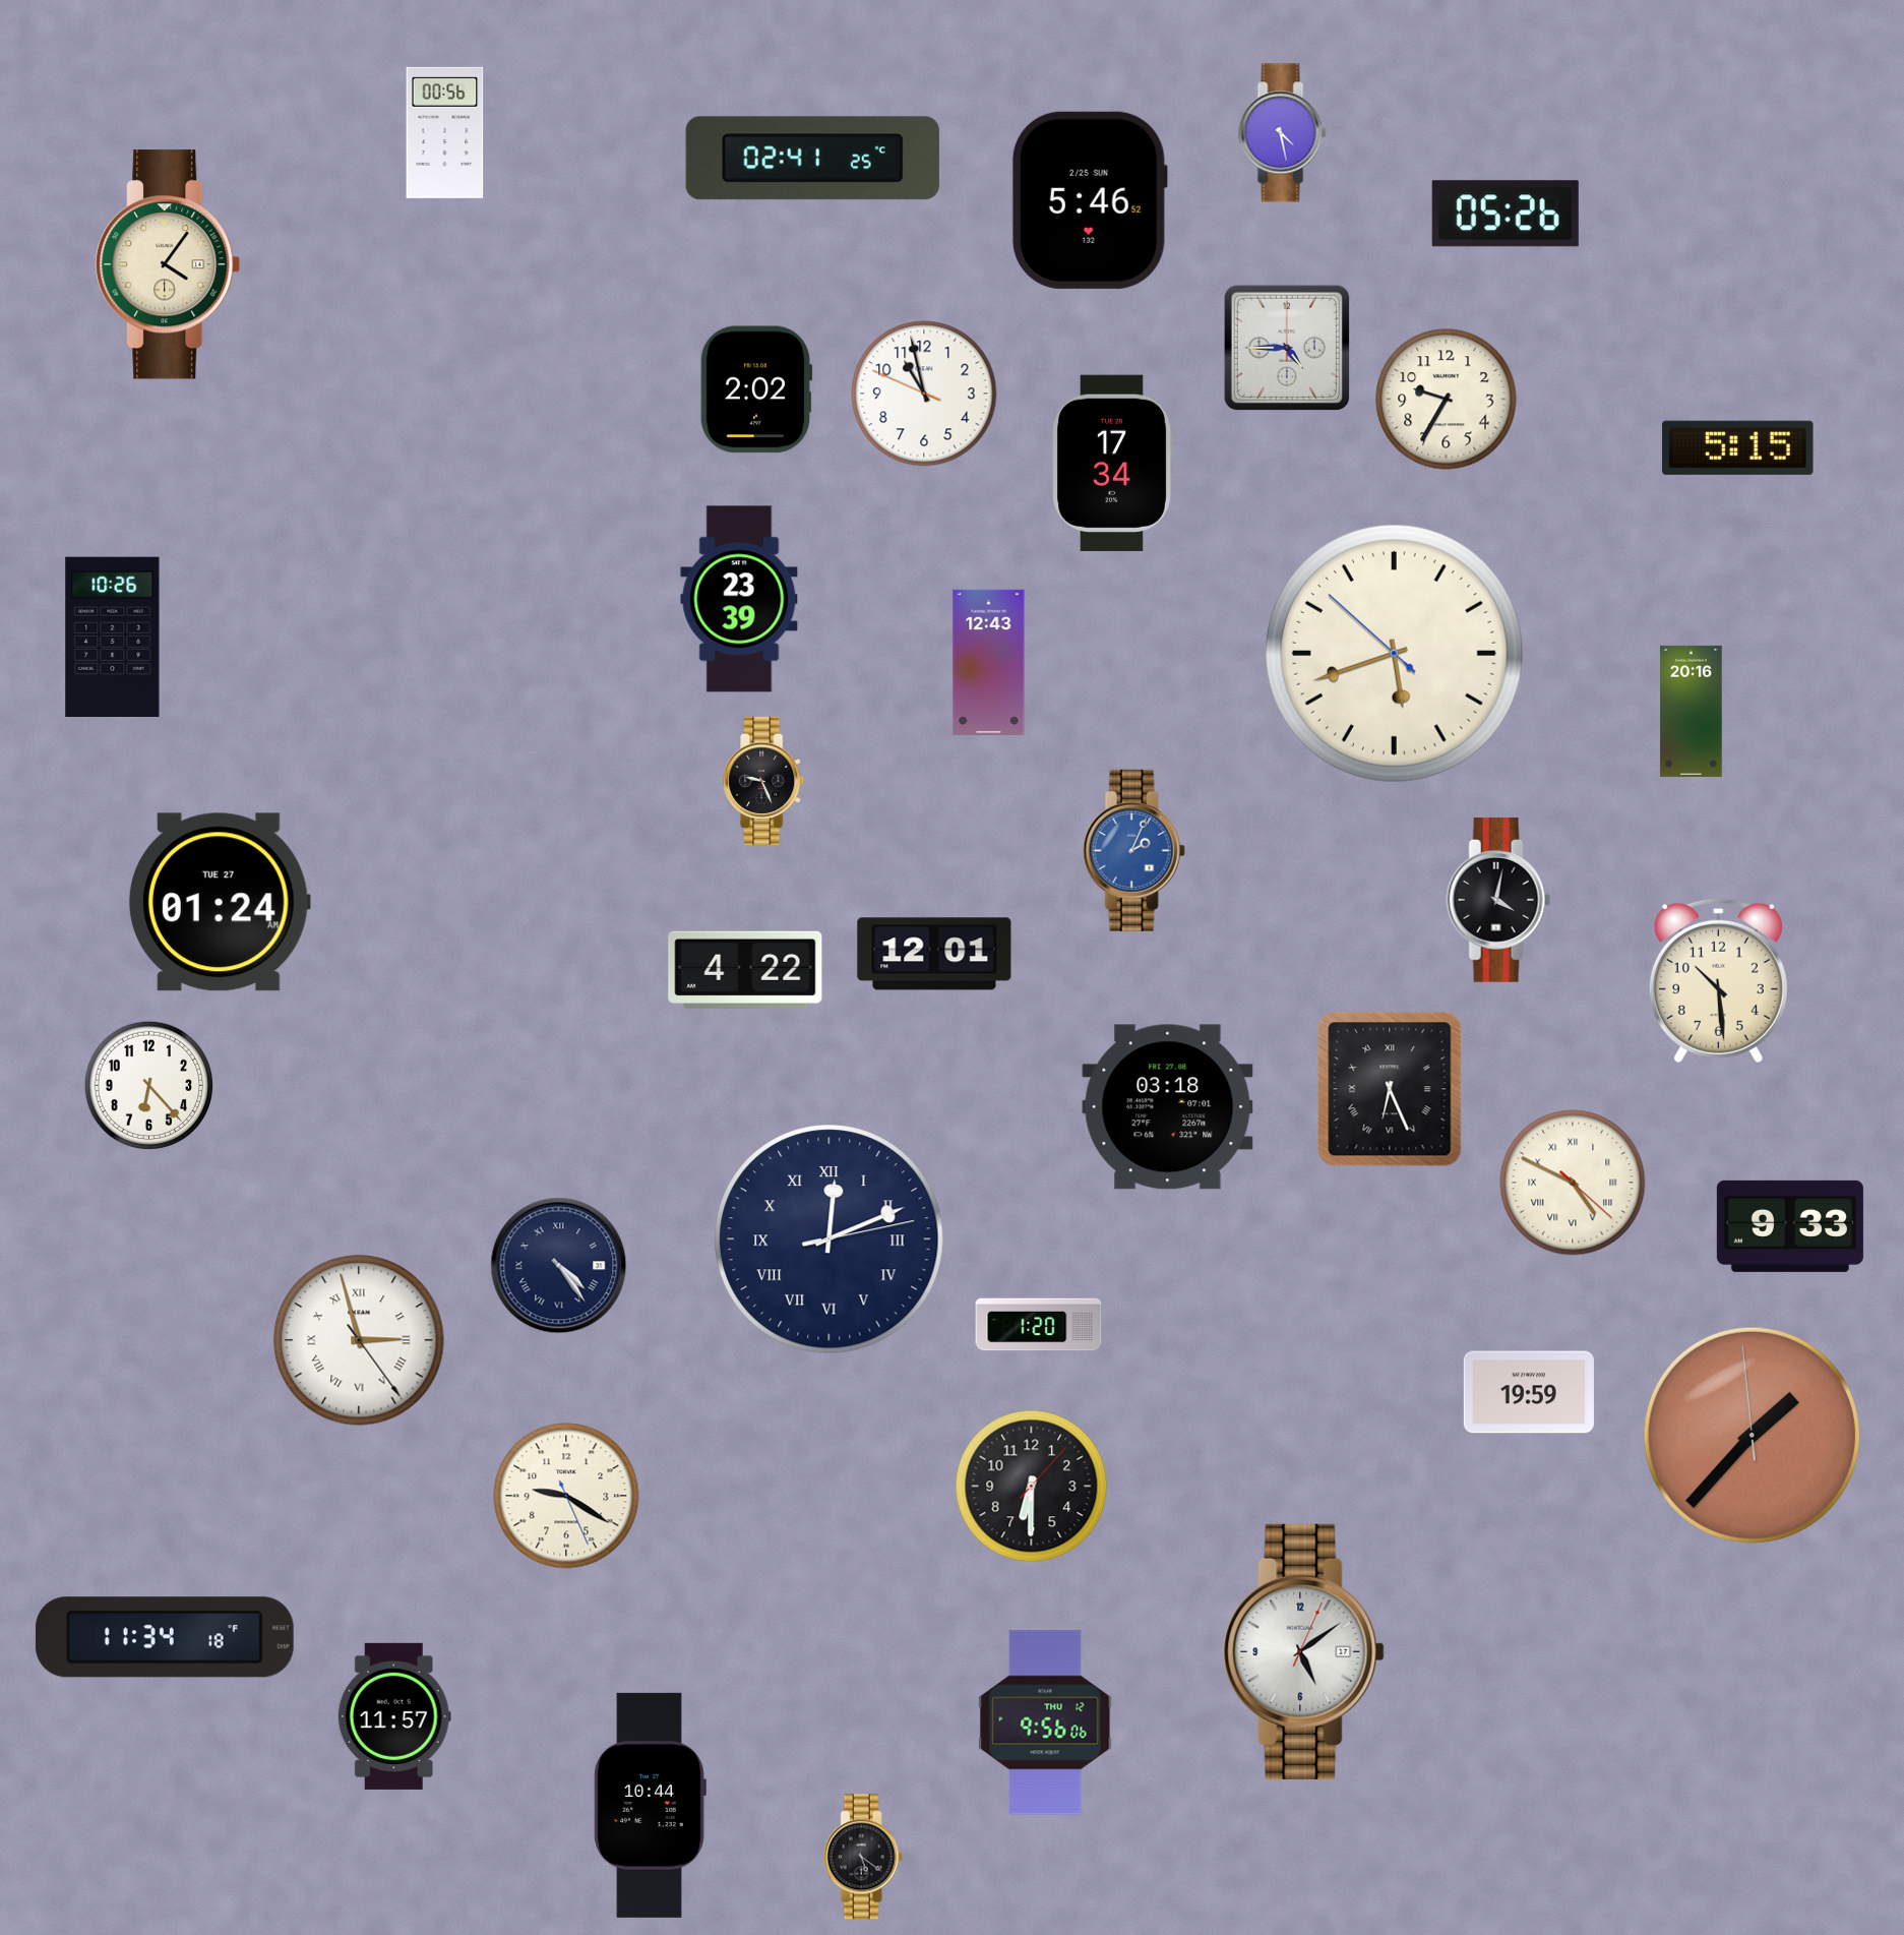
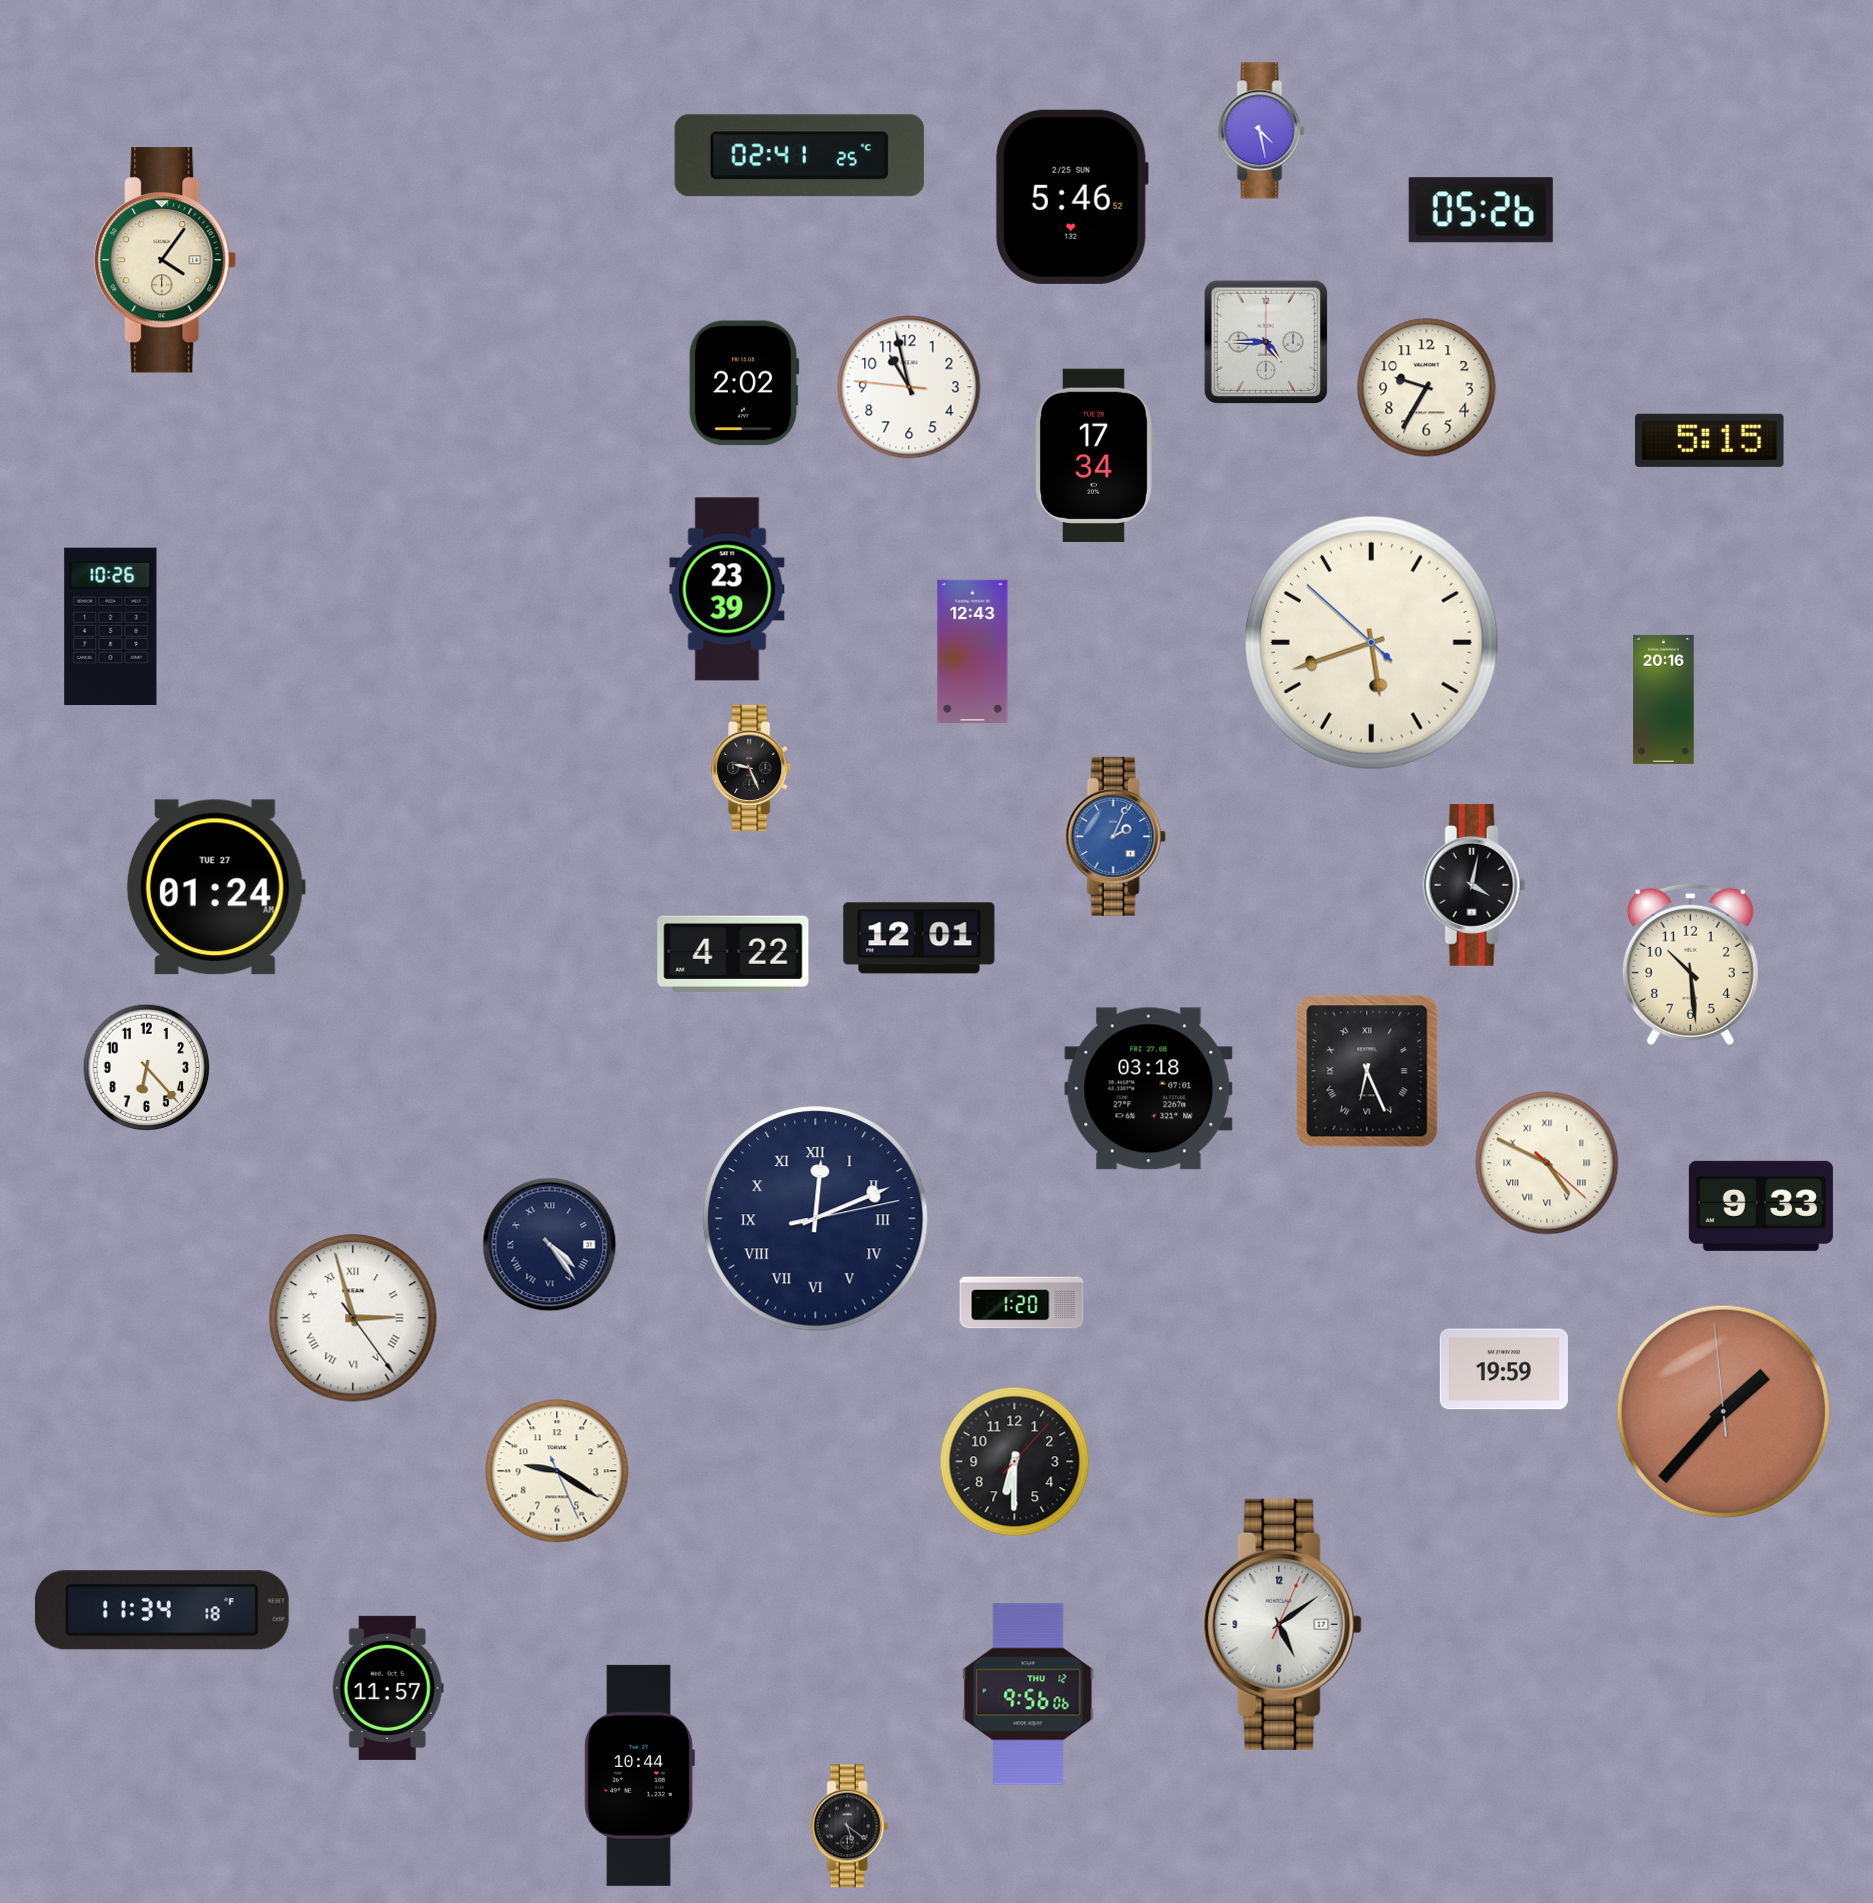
clock at (445, 132): 00:56 -> none
clock at (924, 394): 10:57:49 -> 10:57:46
clock at (1447, 400) position: (1447, 400) -> (1427, 388)
